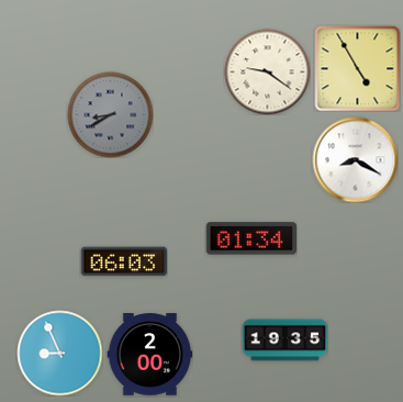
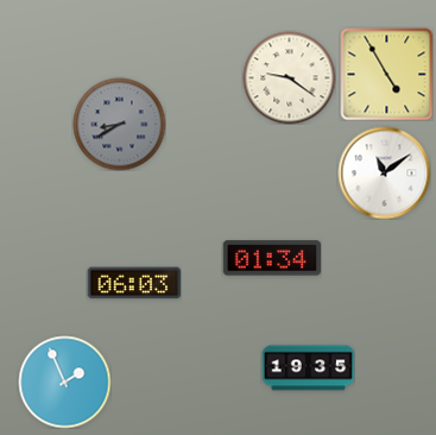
clock at (355, 159): 8:20 -> 11:09
clock at (59, 353): 8:56 -> 1:56
clock at (149, 355): 2:00 -> none
